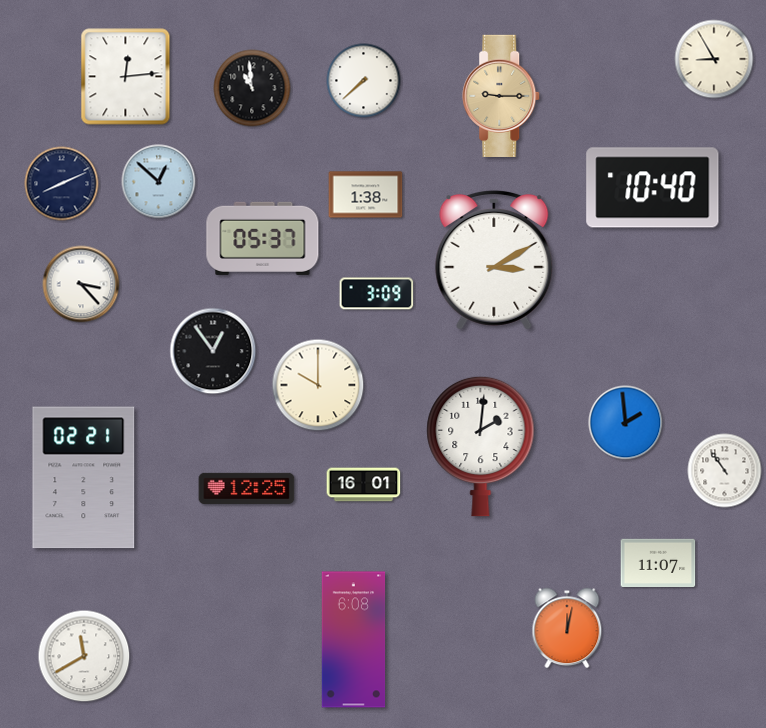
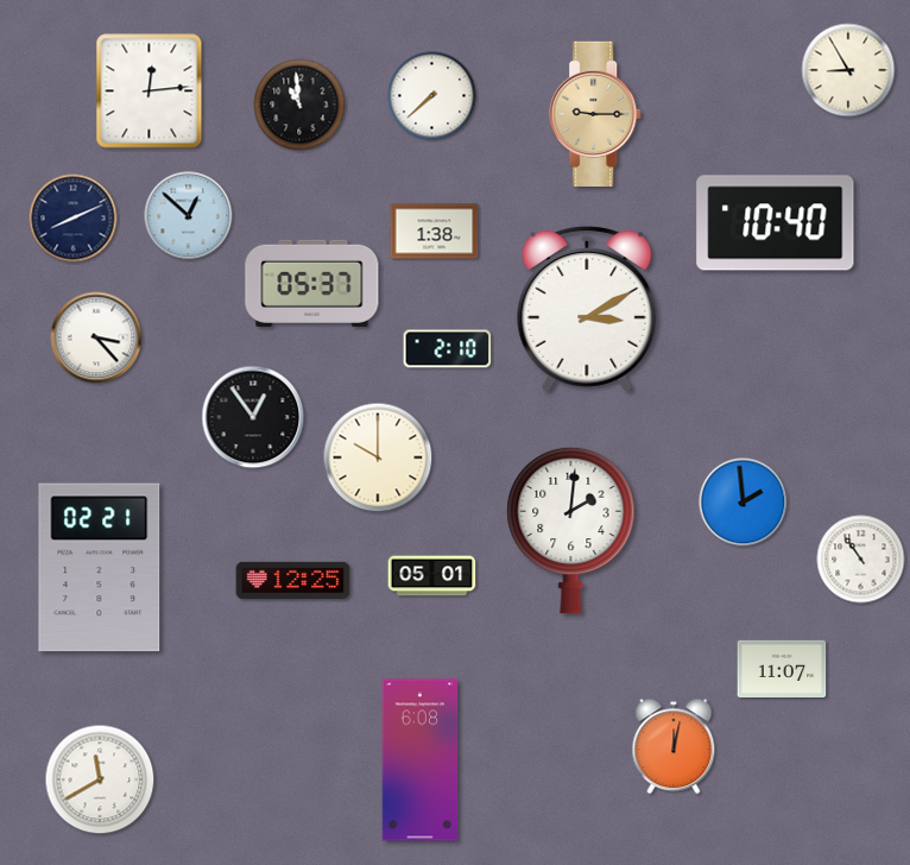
clock at (377, 294): 3:09 -> 2:10
clock at (364, 485): 16:01 -> 05:01
